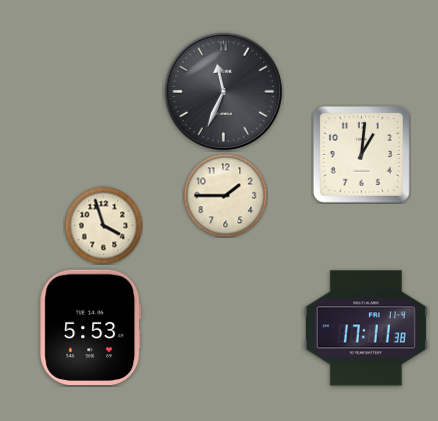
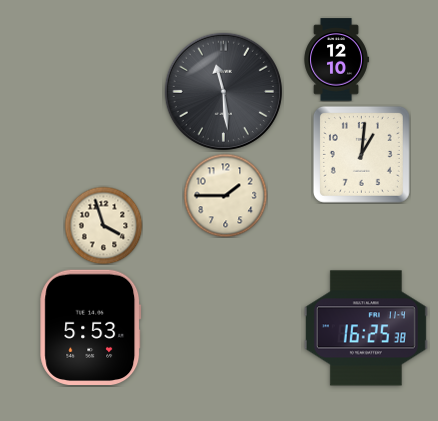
clock at (336, 60): none -> 12:10
clock at (223, 91): 11:34 -> 11:29
clock at (366, 328): 17:11 -> 16:25
